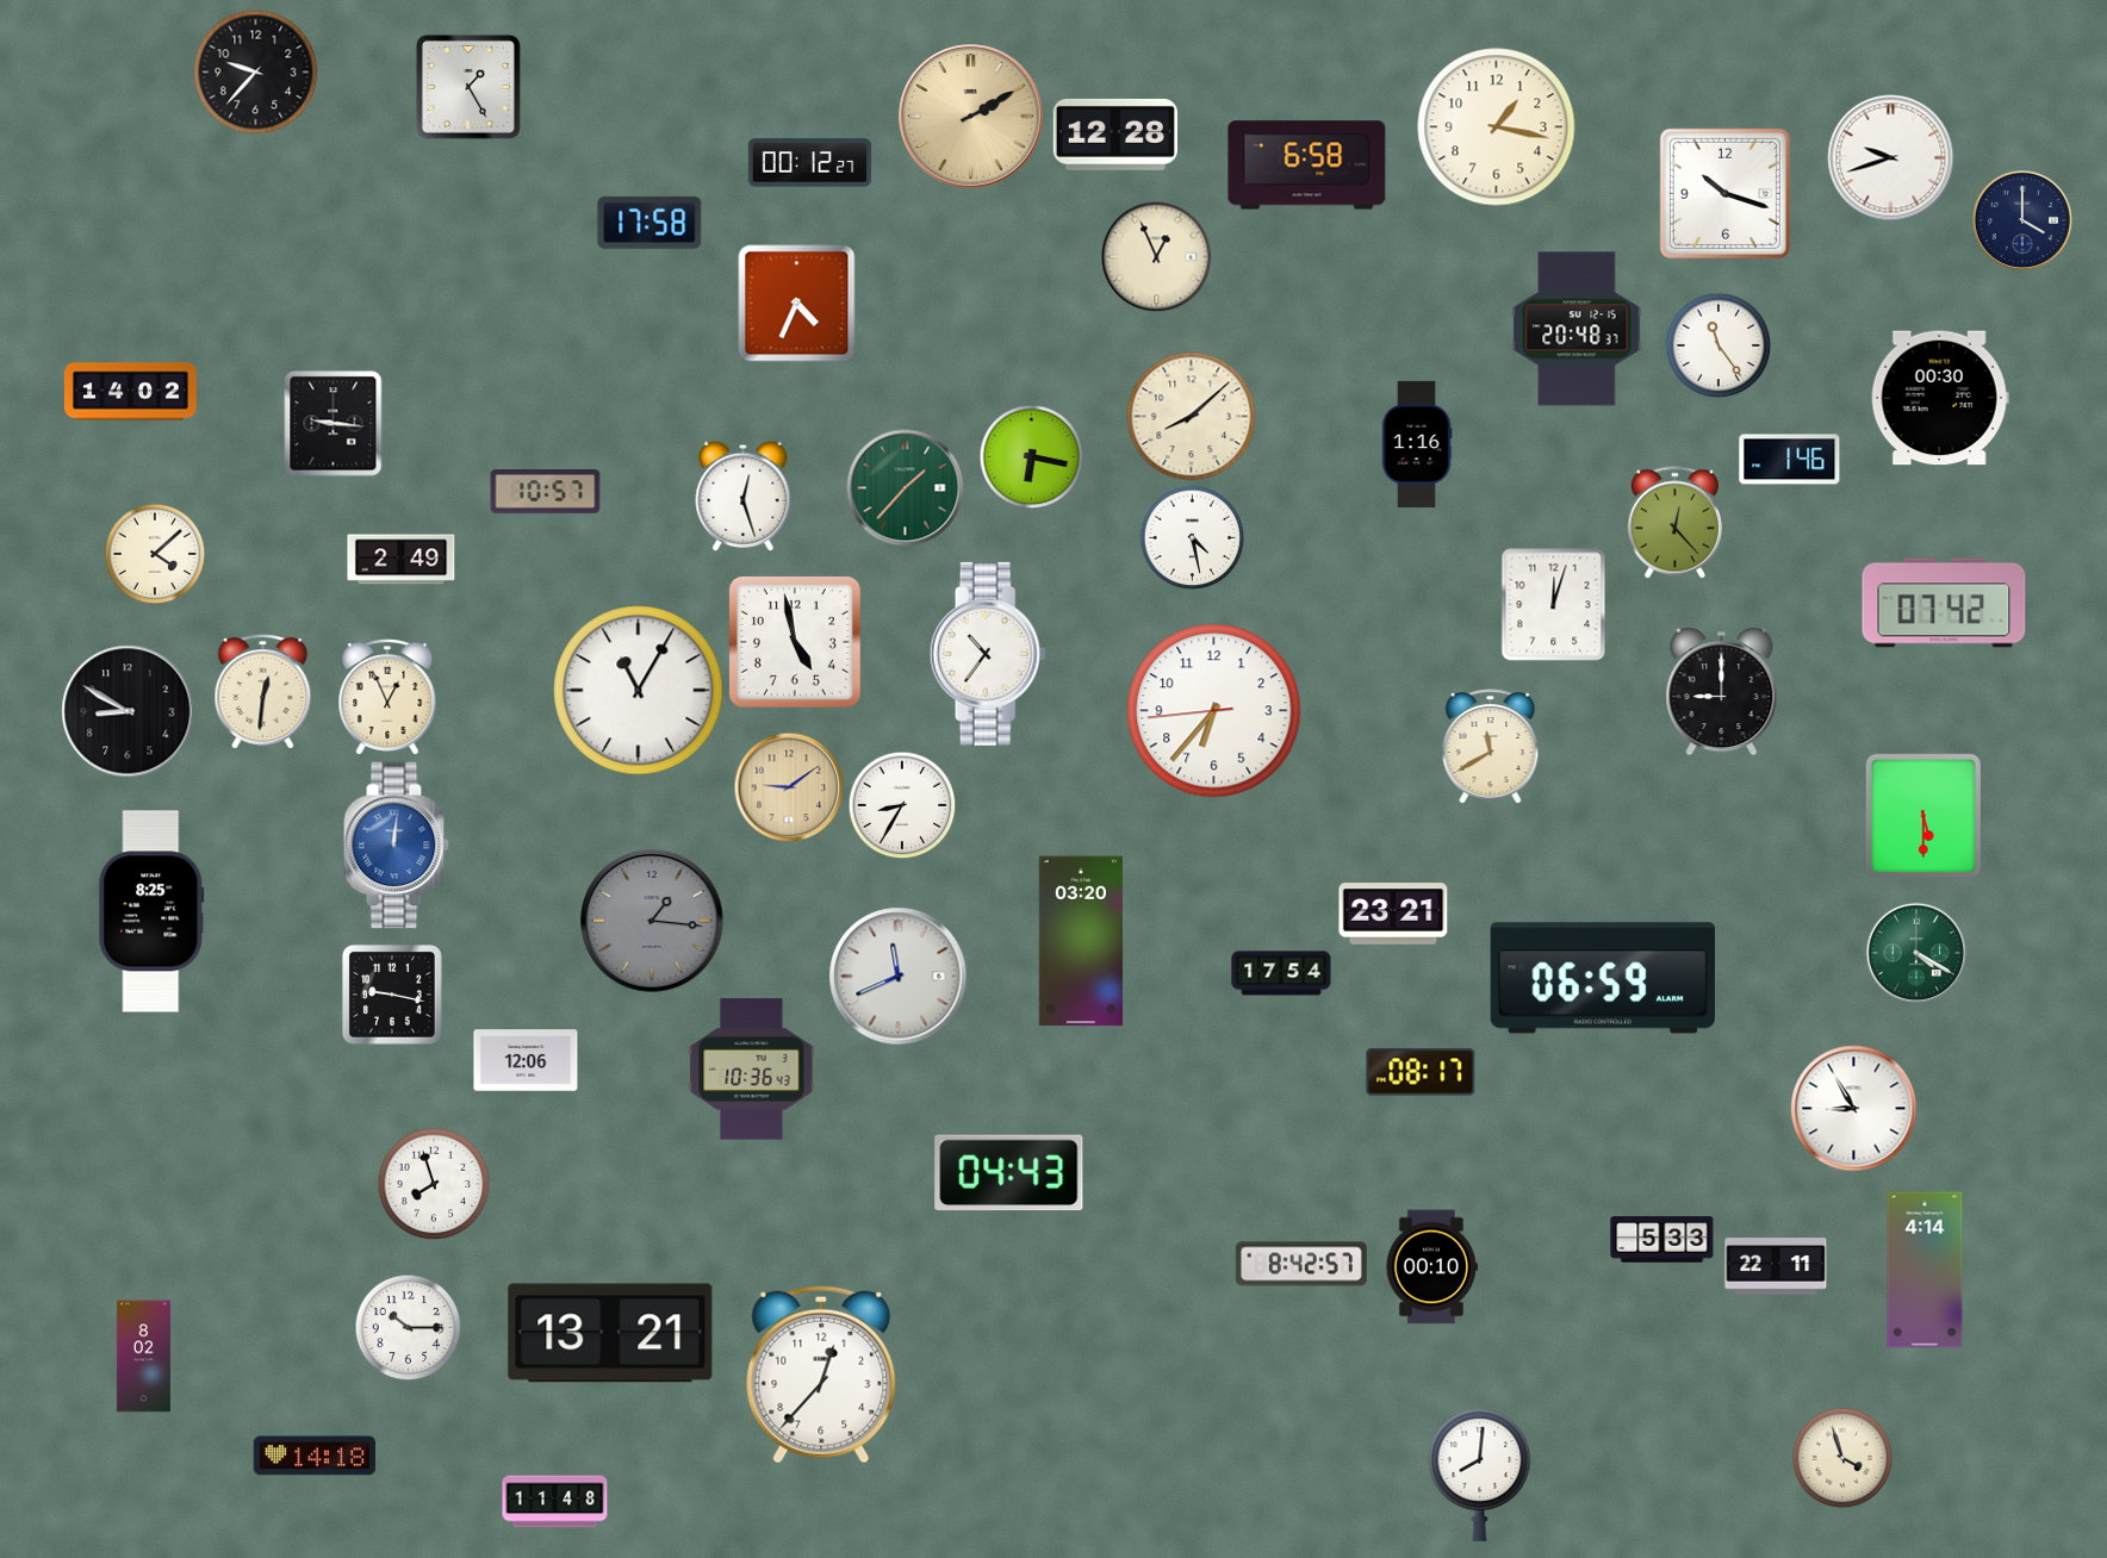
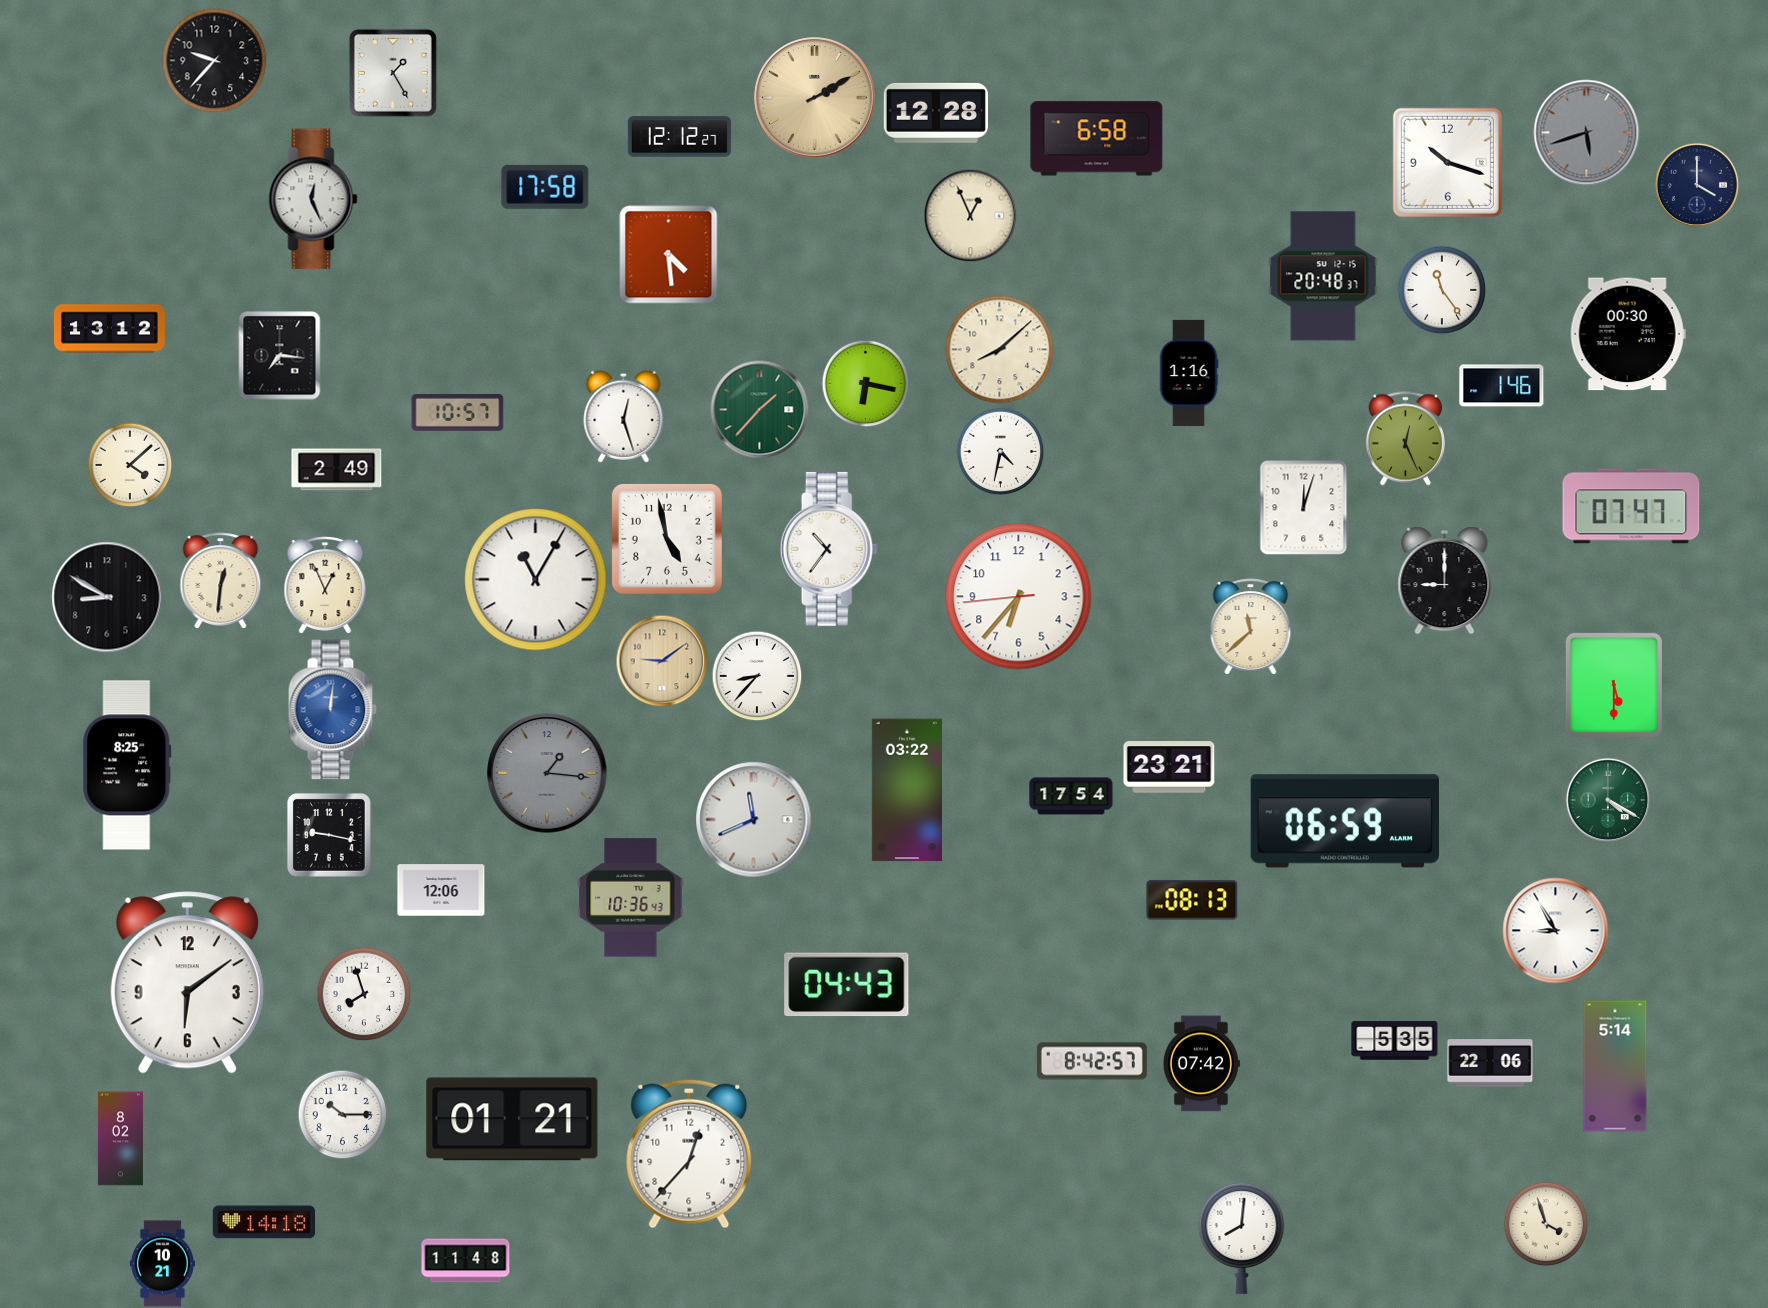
clock at (1497, 127): 1:17 -> none
clock at (1891, 158): 9:42 -> 5:42
clock at (1891, 158) dial: white -> grey
clock at (810, 163): 00:12 -> 12:12
clock at (313, 199): none -> 12:26
clock at (797, 304): 4:34 -> 4:29
clock at (130, 392): 14:02 -> 13:12
clock at (334, 424): 9:16 -> 7:16
clock at (1674, 523): 12:23 -> 12:26
clock at (1192, 537): 4:28 -> 4:32
clock at (1944, 603): 07:42 -> 07:47
clock at (1491, 747): 11:40 -> 11:38
clock at (902, 805): 8:35 -> 8:37
clock at (1081, 941): 03:20 -> 03:22
clock at (1281, 973) position: (1281, 973) -> (1071, 796)
clock at (1421, 1072): 08:17 -> 08:13
clock at (187, 983): none -> 6:09
clock at (1662, 1240): 5:33 -> 5:35
clock at (1776, 1266): 22:11 -> 22:06
clock at (1431, 1267): 00:10 -> 07:42
clock at (1925, 1270): 4:14 -> 5:14
clock at (610, 1333): 13:21 -> 01:21
clock at (162, 1264): none -> 10:21
